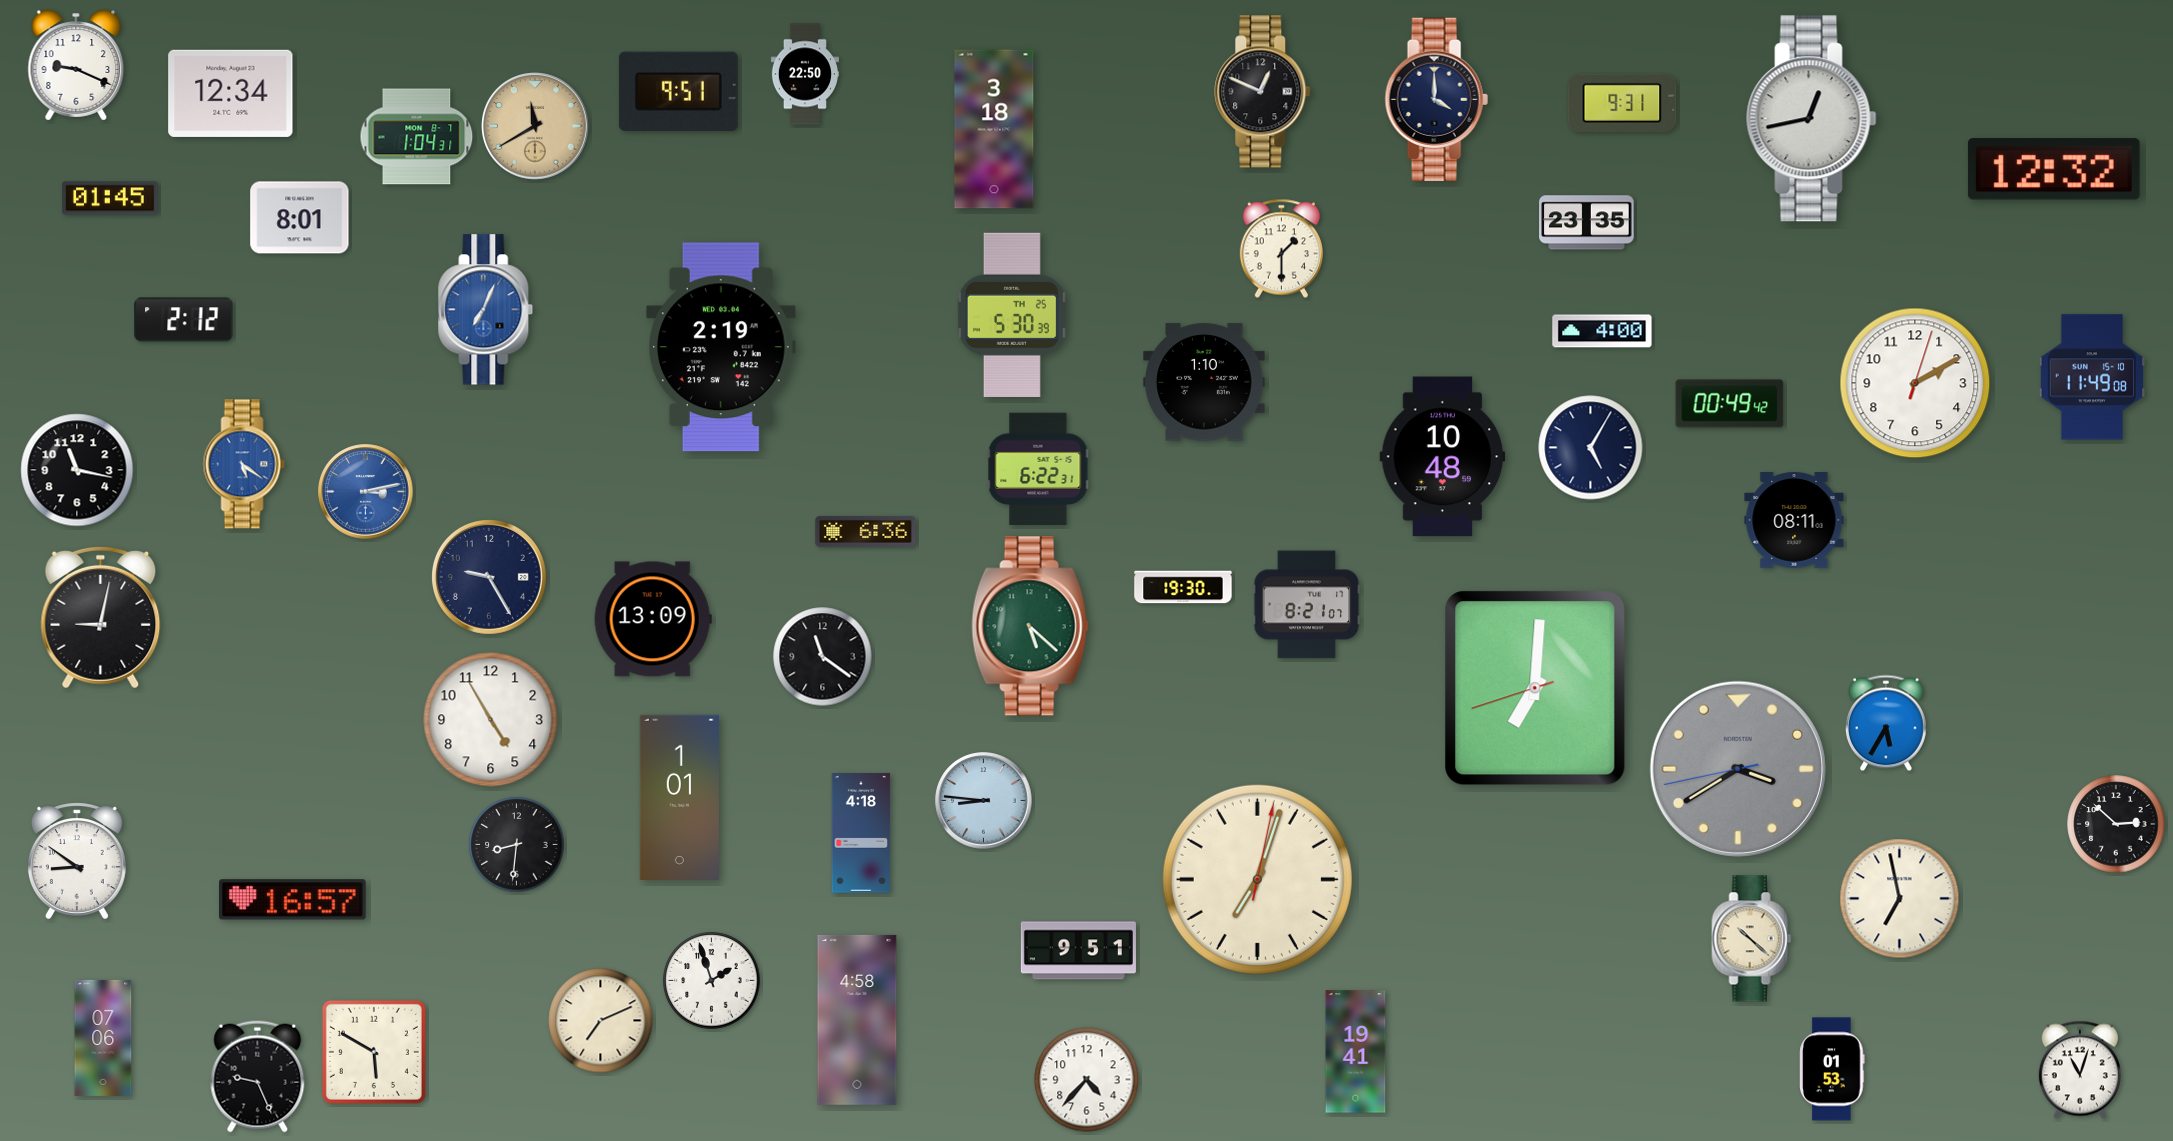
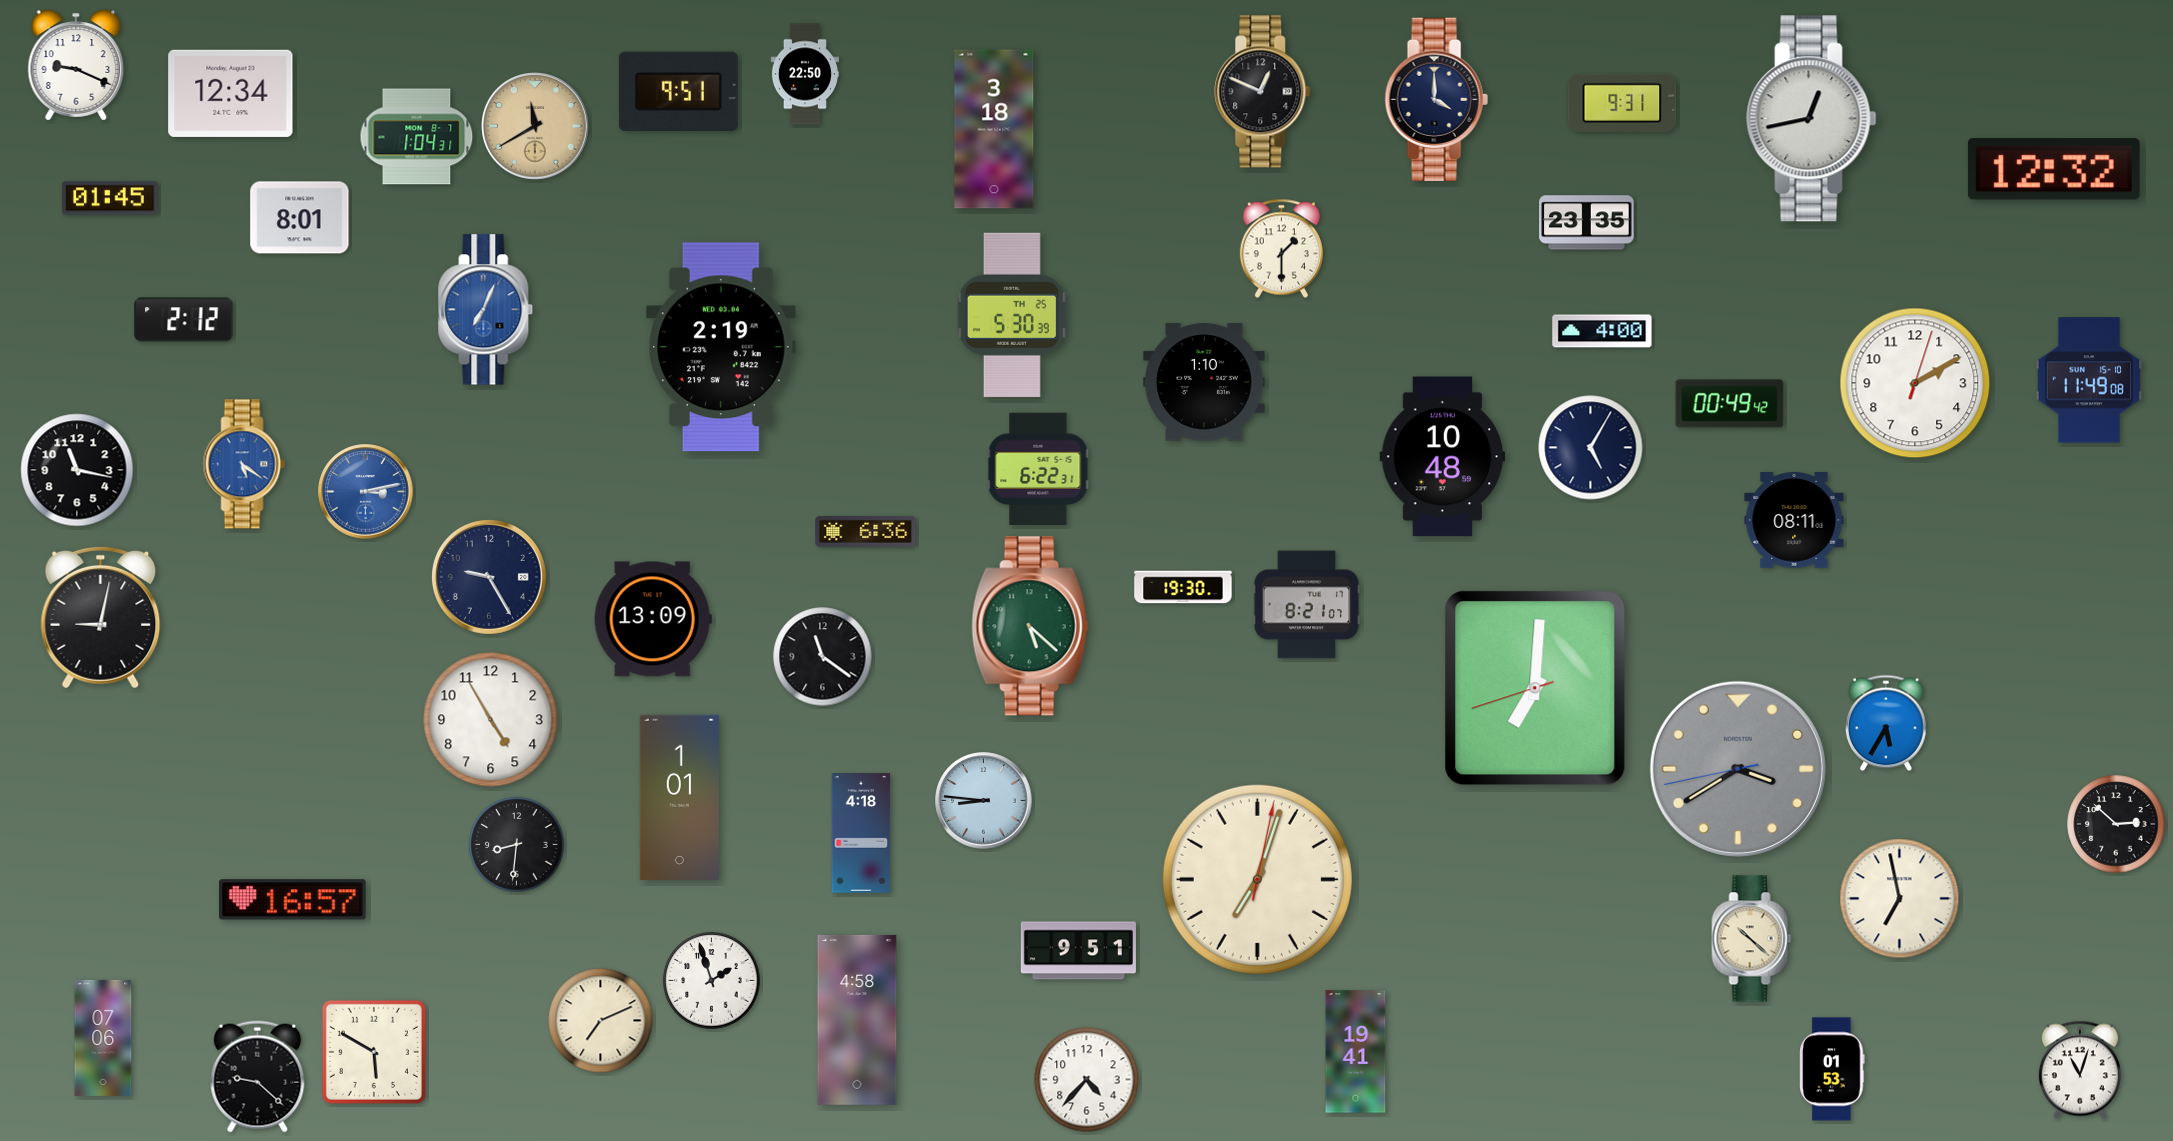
clock at (2091, 377) position: (2091, 377) -> (2088, 380)
clock at (77, 861): 8:51 -> none
clock at (258, 1077): 9:26 -> 9:22
